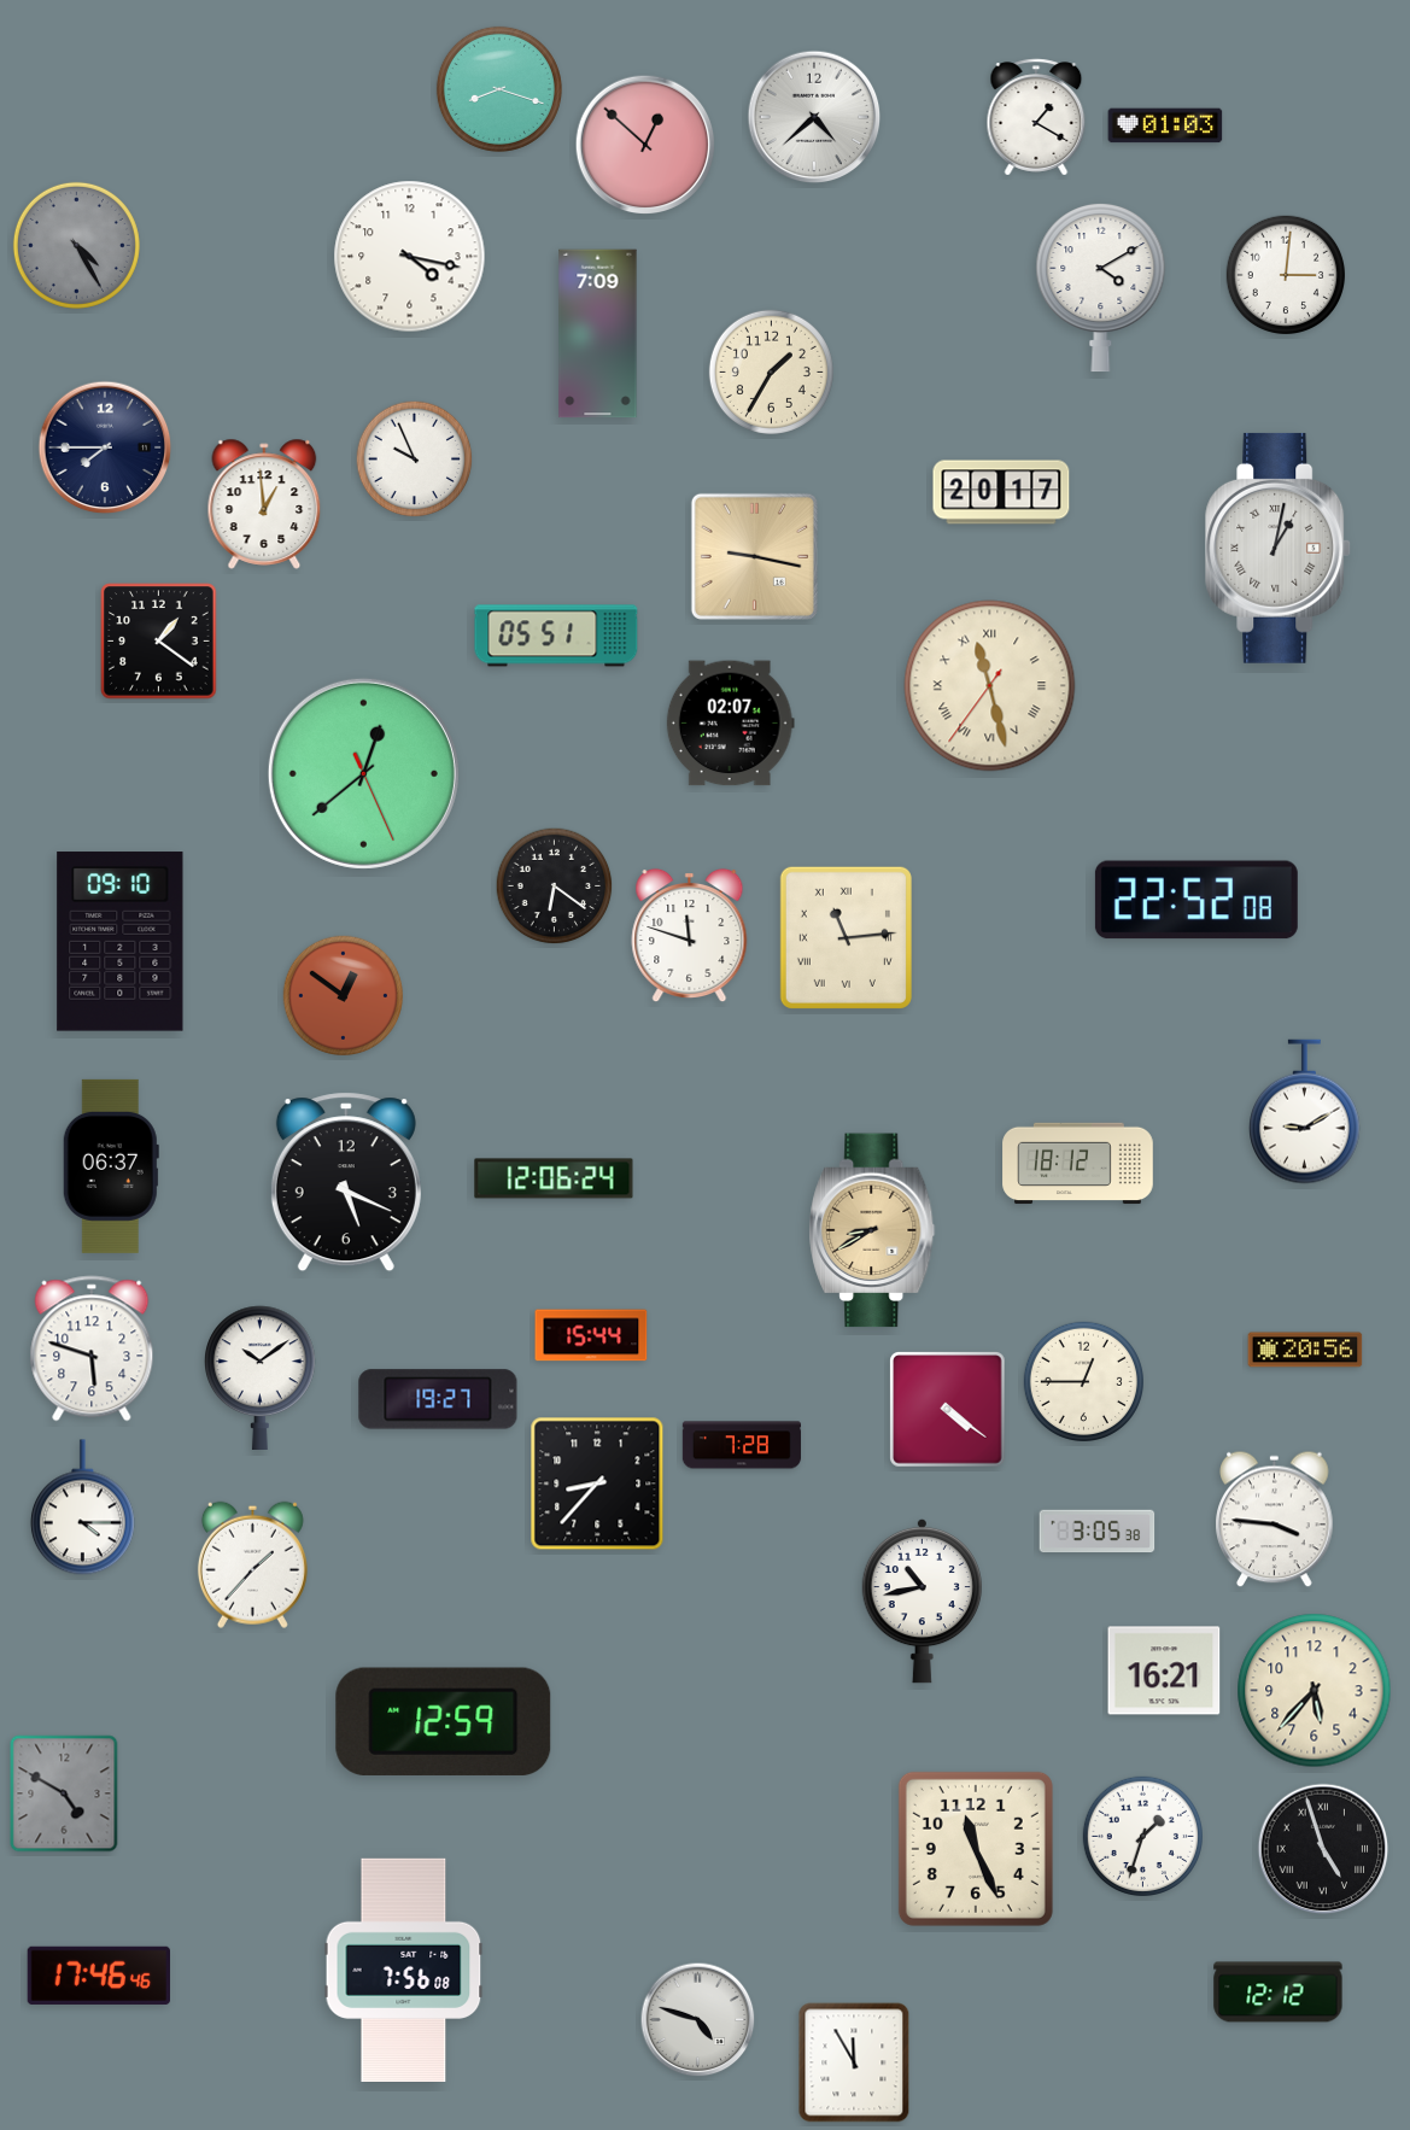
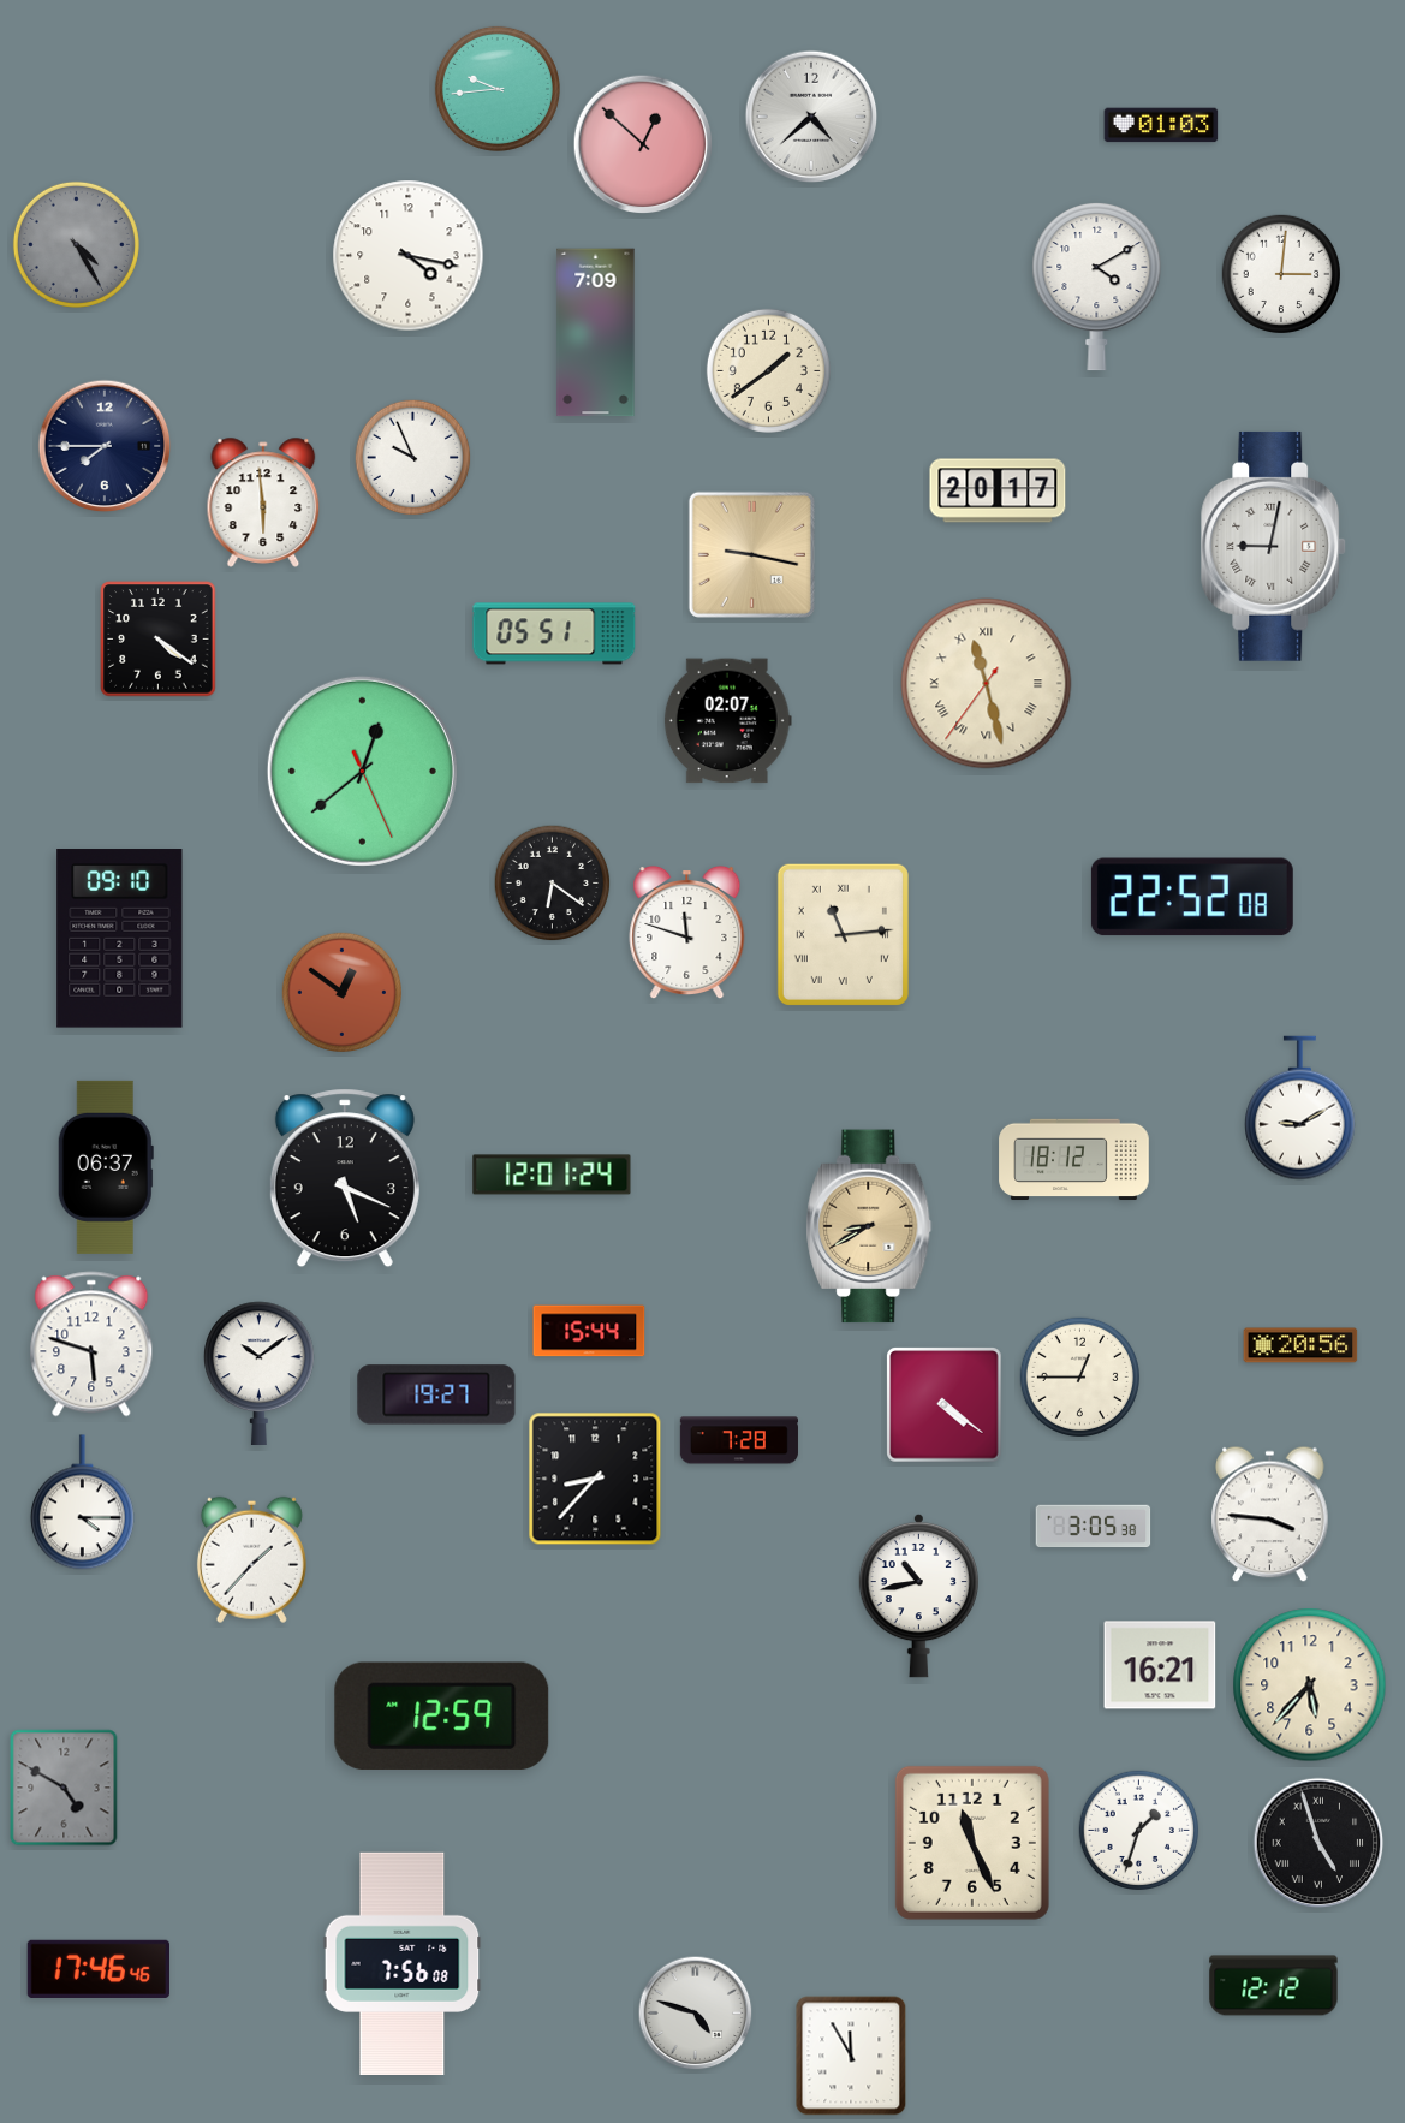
clock at (499, 89): 8:18 -> 9:44
clock at (1036, 117): 1:20 -> none
clock at (771, 371): 1:35 -> 1:39
clock at (264, 504): 12:59 -> 5:59
clock at (1279, 548): 1:02 -> 9:02
clock at (159, 642): 1:21 -> 4:21
clock at (111, 1166) position: (111, 1166) -> (106, 1167)
clock at (554, 1178): 12:06 -> 12:01
